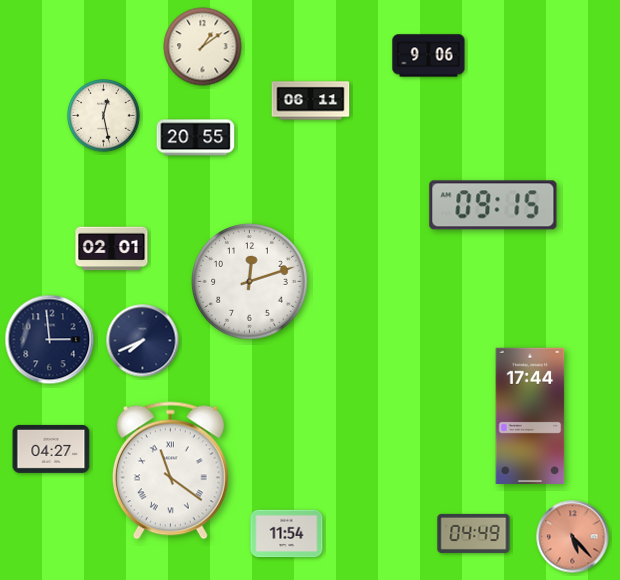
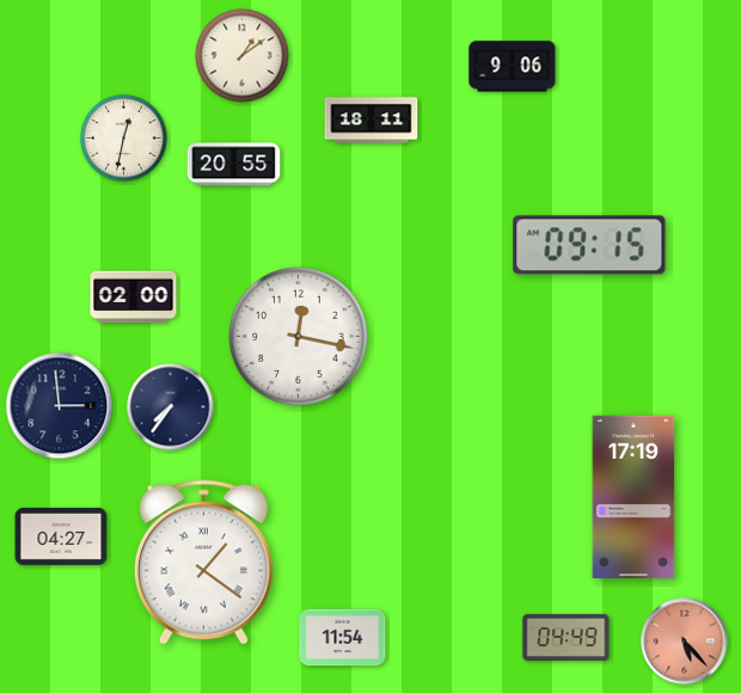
clock at (311, 101): 06:11 -> 18:11
clock at (104, 116): 12:28 -> 12:32
clock at (112, 249): 02:01 -> 02:00
clock at (250, 282): 12:12 -> 12:17
clock at (143, 341): 7:41 -> 7:36
clock at (530, 415): 17:44 -> 17:19
clock at (170, 471): 11:21 -> 1:21
